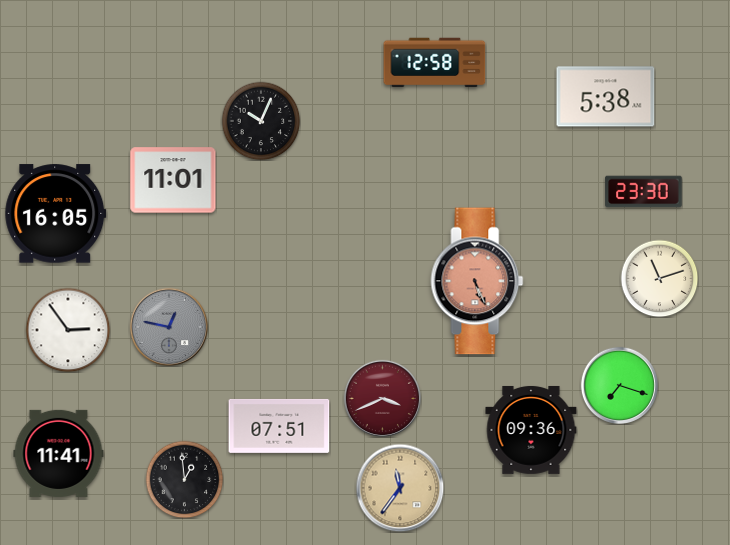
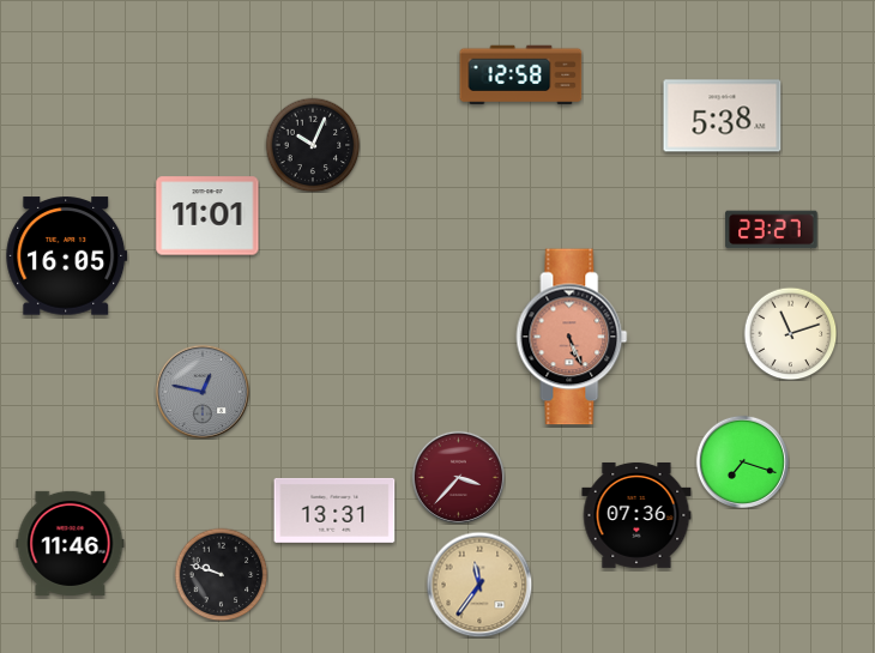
clock at (606, 97) position: (606, 97) -> (723, 116)
clock at (644, 192): 23:30 -> 23:27
clock at (68, 330): 2:54 -> none
clock at (382, 398): 3:41 -> 3:37
clock at (279, 426): 07:51 -> 13:31
clock at (531, 430): 09:36 -> 07:36
clock at (59, 453): 11:41 -> 11:46
clock at (184, 479): 12:59 -> 9:48
